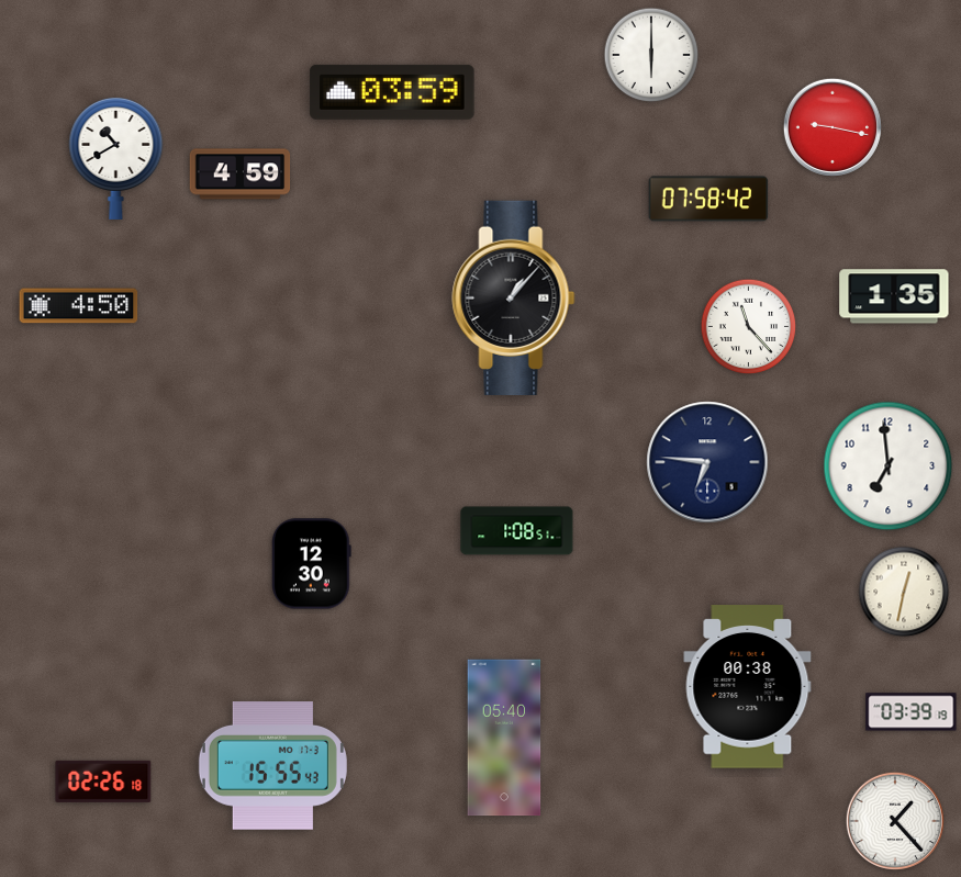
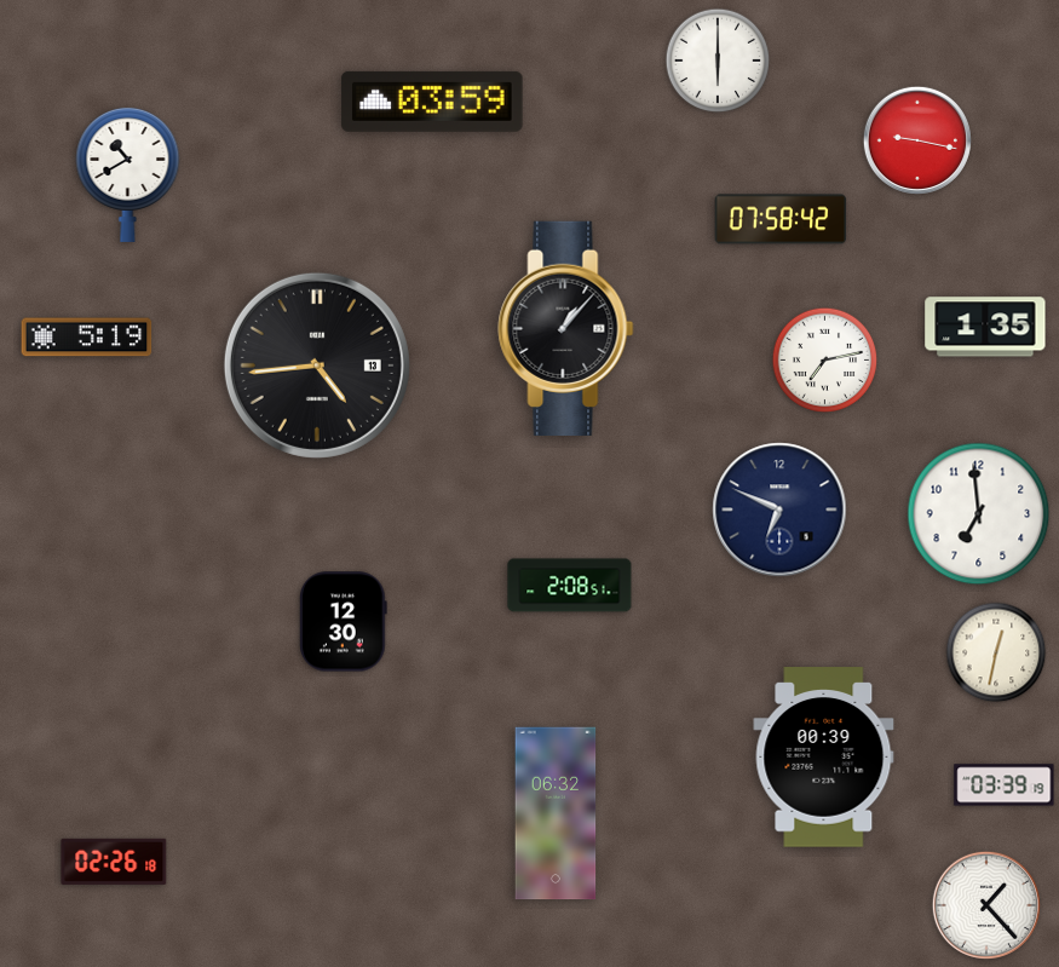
clock at (241, 175): 4:59 -> none
clock at (79, 306): 4:50 -> 5:19
clock at (749, 327): 11:23 -> 7:13
clock at (317, 365): none -> 4:44
clock at (707, 462): 6:46 -> 6:49
clock at (517, 531): 1:08 -> 2:08
clock at (748, 687): 00:38 -> 00:39
clock at (504, 738): 05:40 -> 06:32
clock at (272, 766): 15:55 -> none
